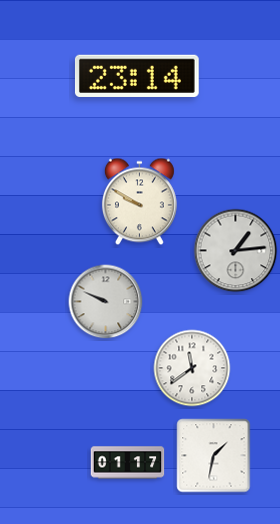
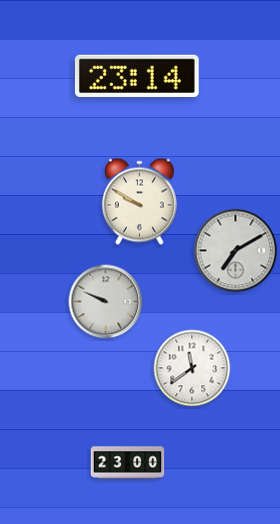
clock at (236, 251): 1:14 -> 7:10
clock at (214, 456): 1:32 -> none
clock at (128, 463): 01:17 -> 23:00
